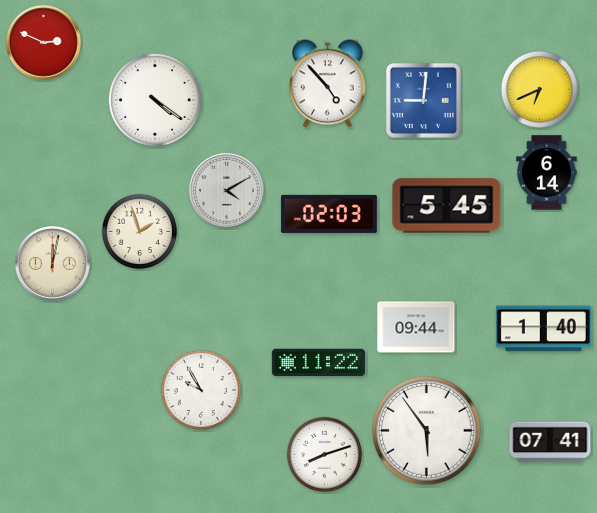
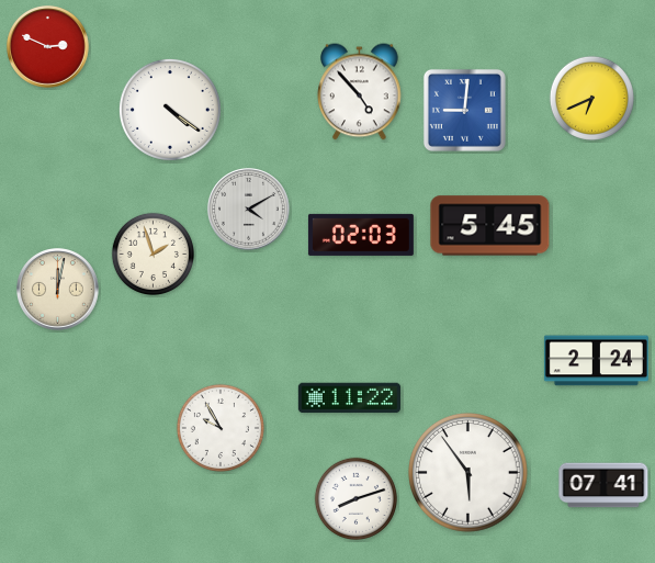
clock at (547, 173): 6:14 -> none
clock at (416, 327): 09:44 -> none
clock at (543, 329): 1:40 -> 2:24
